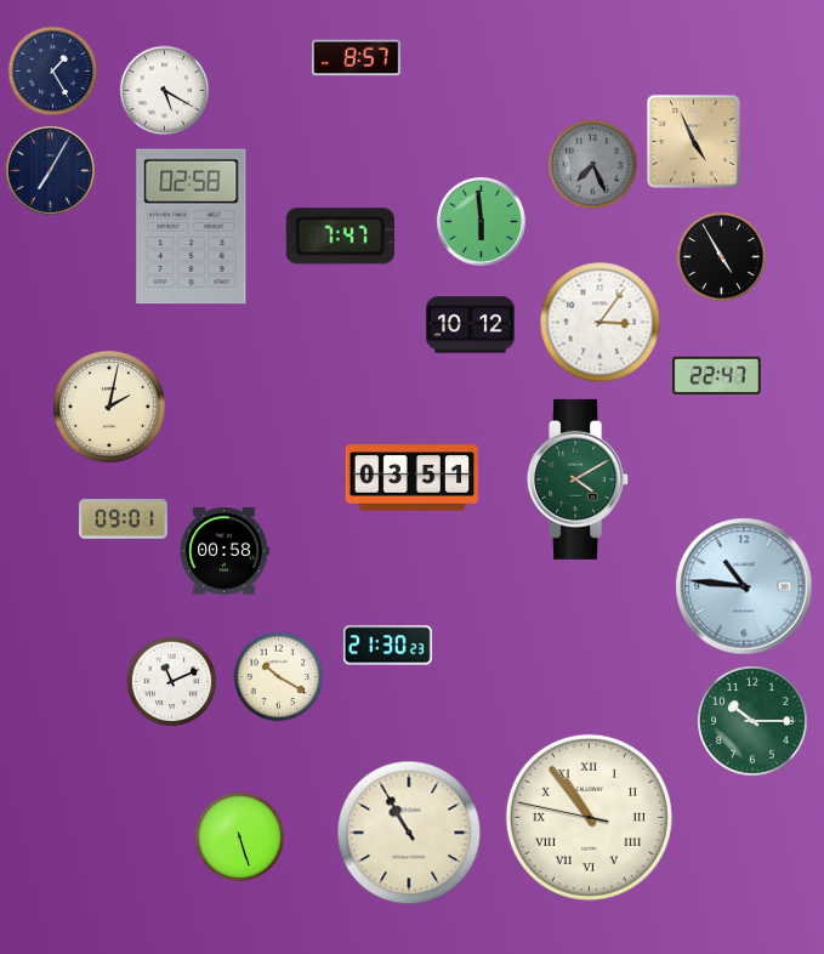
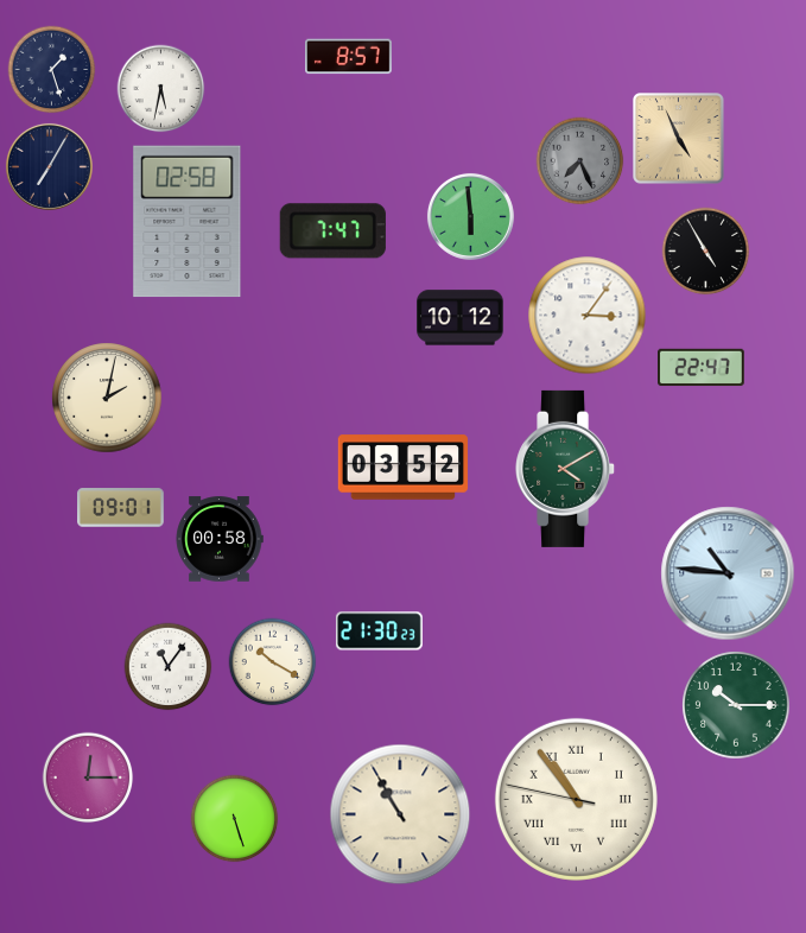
clock at (53, 72): 1:25 -> 1:27
clock at (165, 91): 5:20 -> 5:32
clock at (413, 478): 03:51 -> 03:52
clock at (172, 682): 11:11 -> 11:06
clock at (88, 777): none -> 12:15
